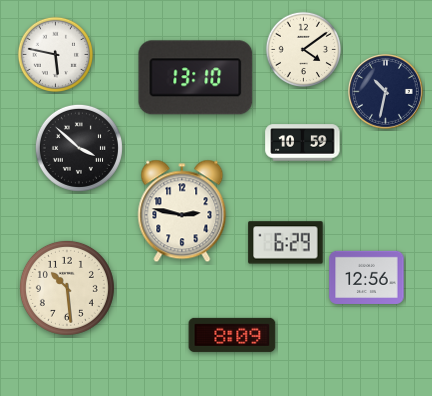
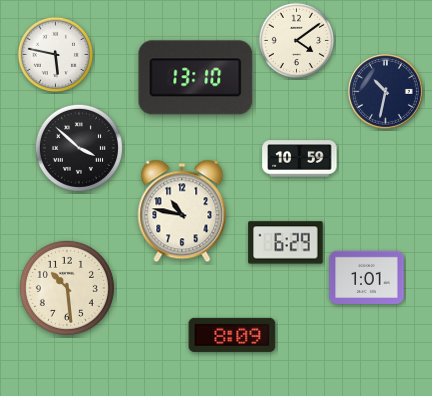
clock at (303, 49) position: (303, 49) -> (296, 40)
clock at (303, 143) position: (303, 143) -> (300, 159)
clock at (182, 211): 2:47 -> 10:47
clock at (367, 277): 12:56 -> 1:01
